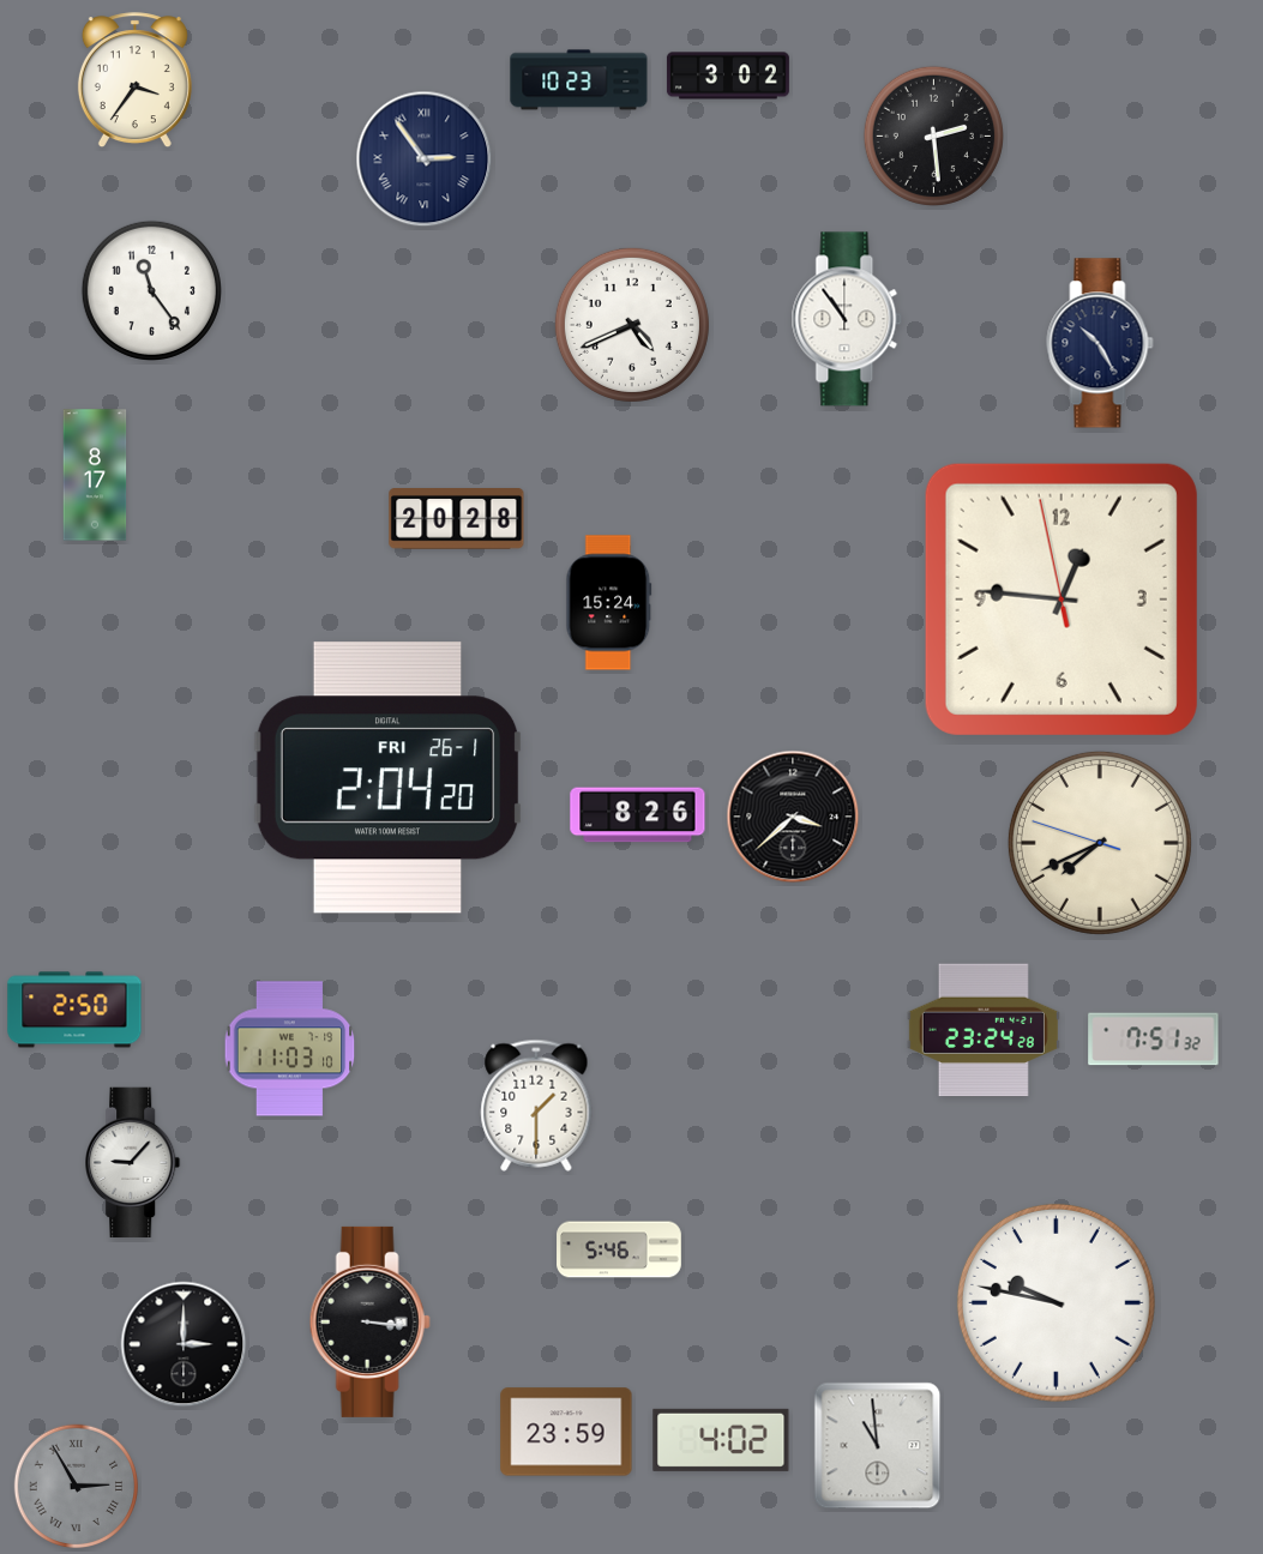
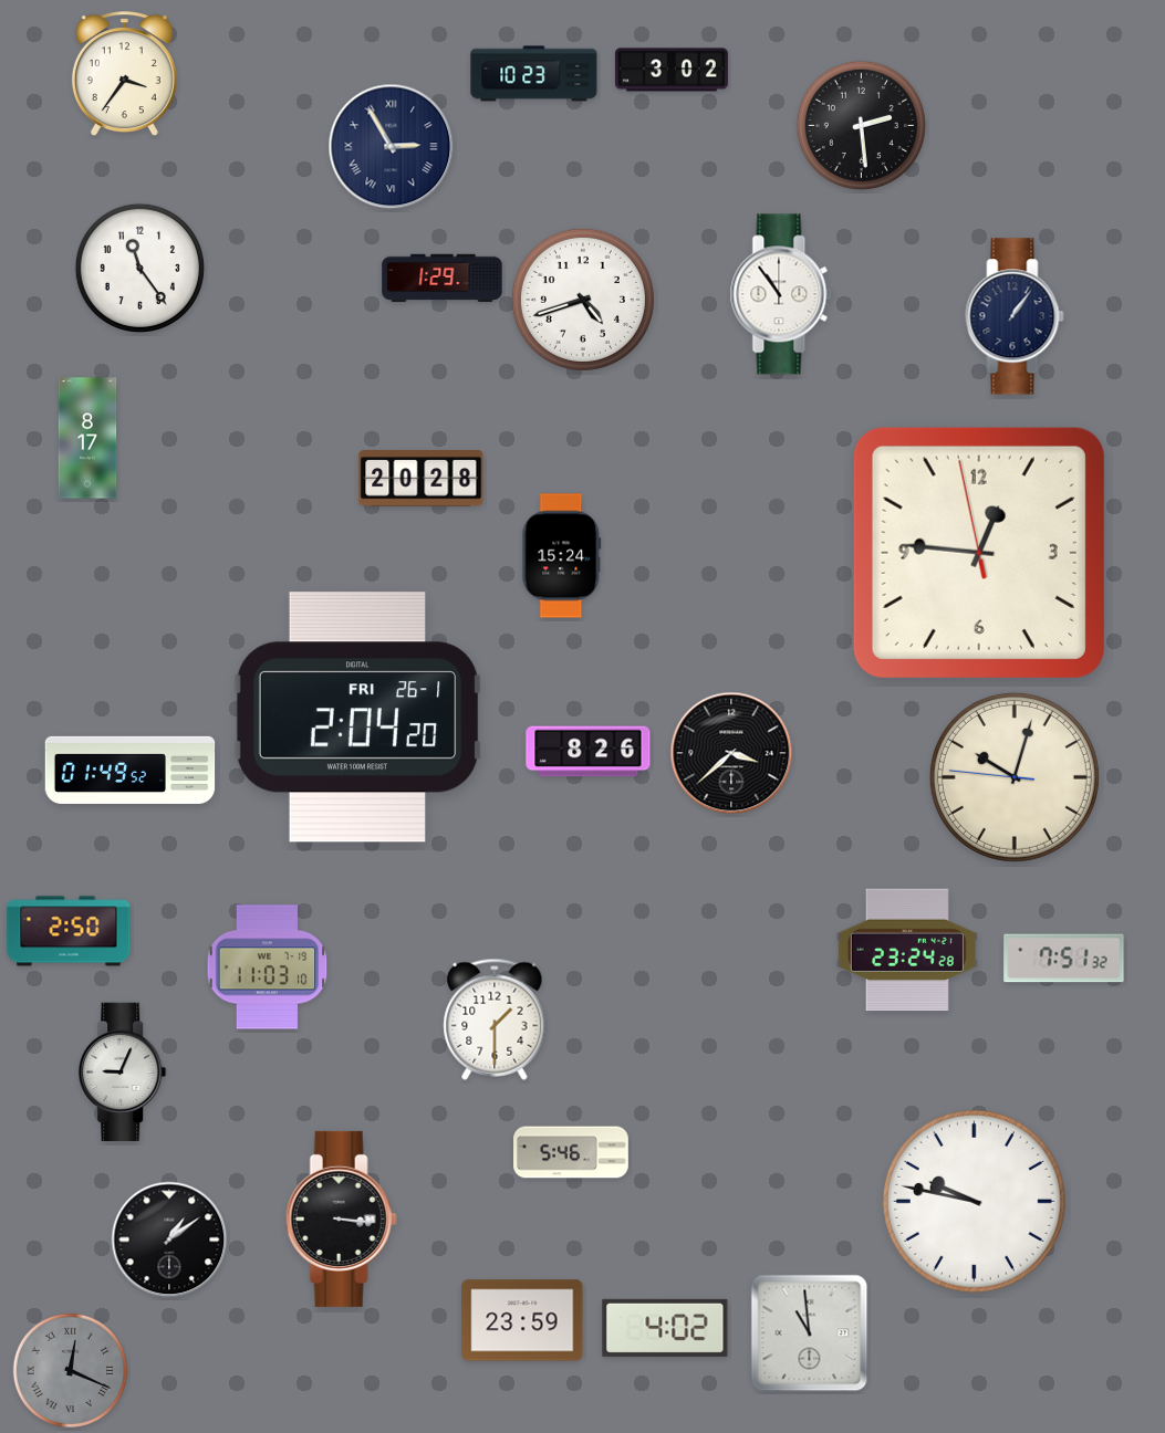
clock at (425, 159): 2:54 -> 2:55
clock at (443, 279): none -> 1:29
clock at (632, 325): 4:41 -> 4:42
clock at (1100, 343): 10:25 -> 1:06
clock at (131, 770): none -> 01:49
clock at (1100, 843): 7:40 -> 10:02
clock at (133, 1163): 9:07 -> 9:04
clock at (184, 1344): 3:00 -> 1:09
clock at (77, 1487): 2:55 -> 12:19
